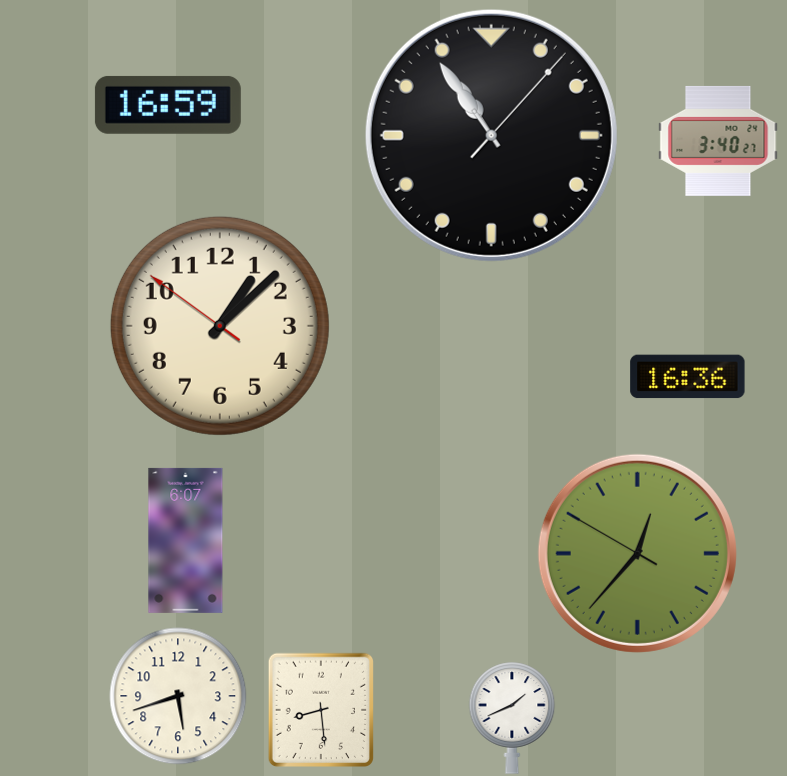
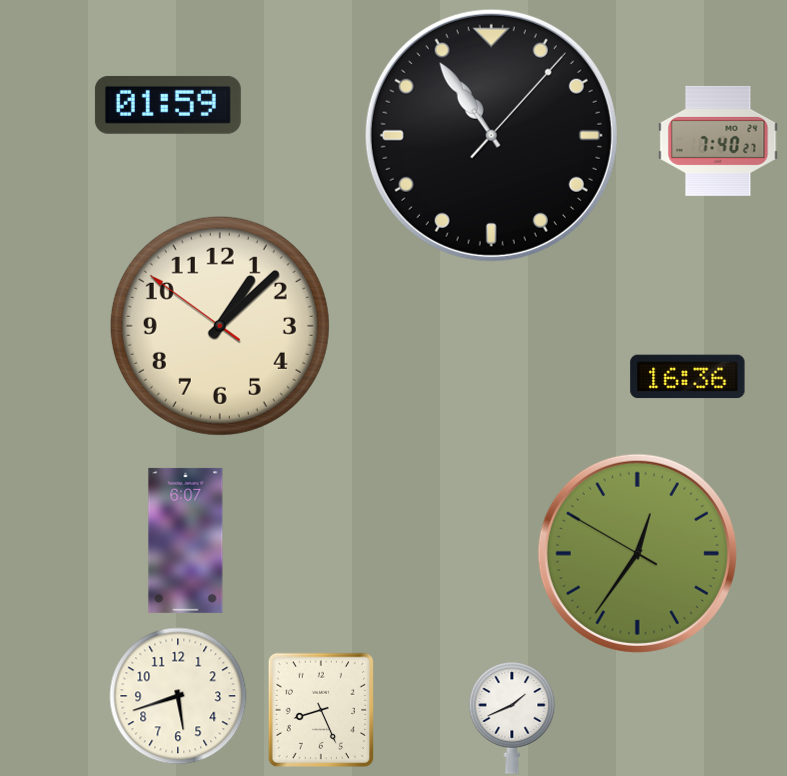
clock at (168, 105): 16:59 -> 01:59
clock at (718, 141): 3:40 -> 7:40
clock at (637, 553): 12:36 -> 12:35
clock at (320, 709): 8:29 -> 8:26
